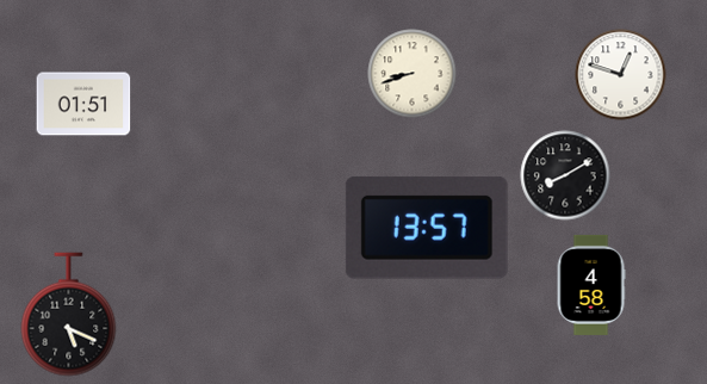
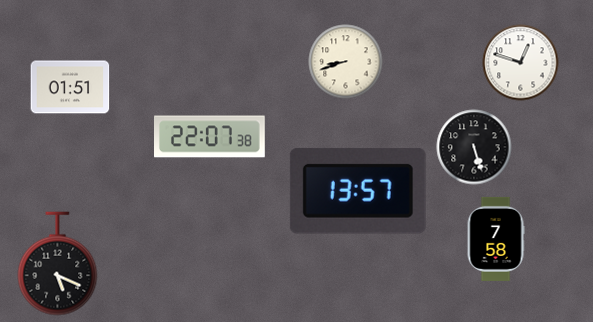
clock at (210, 137): none -> 22:07
clock at (565, 175): 8:10 -> 5:27
clock at (591, 285): 4:58 -> 7:58
